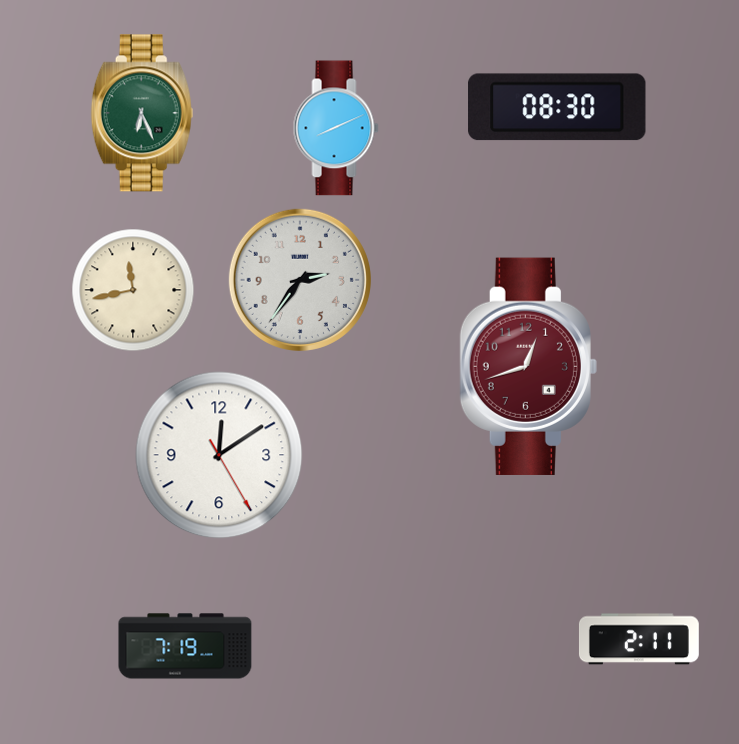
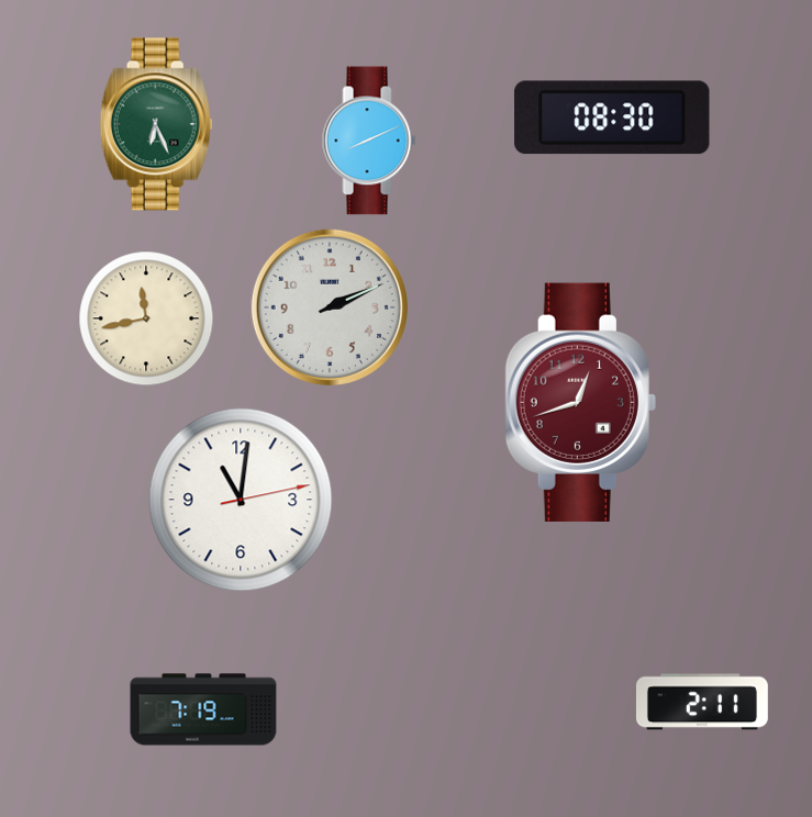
clock at (300, 280): 2:36 -> 2:11
clock at (219, 455): 12:09 -> 11:01
